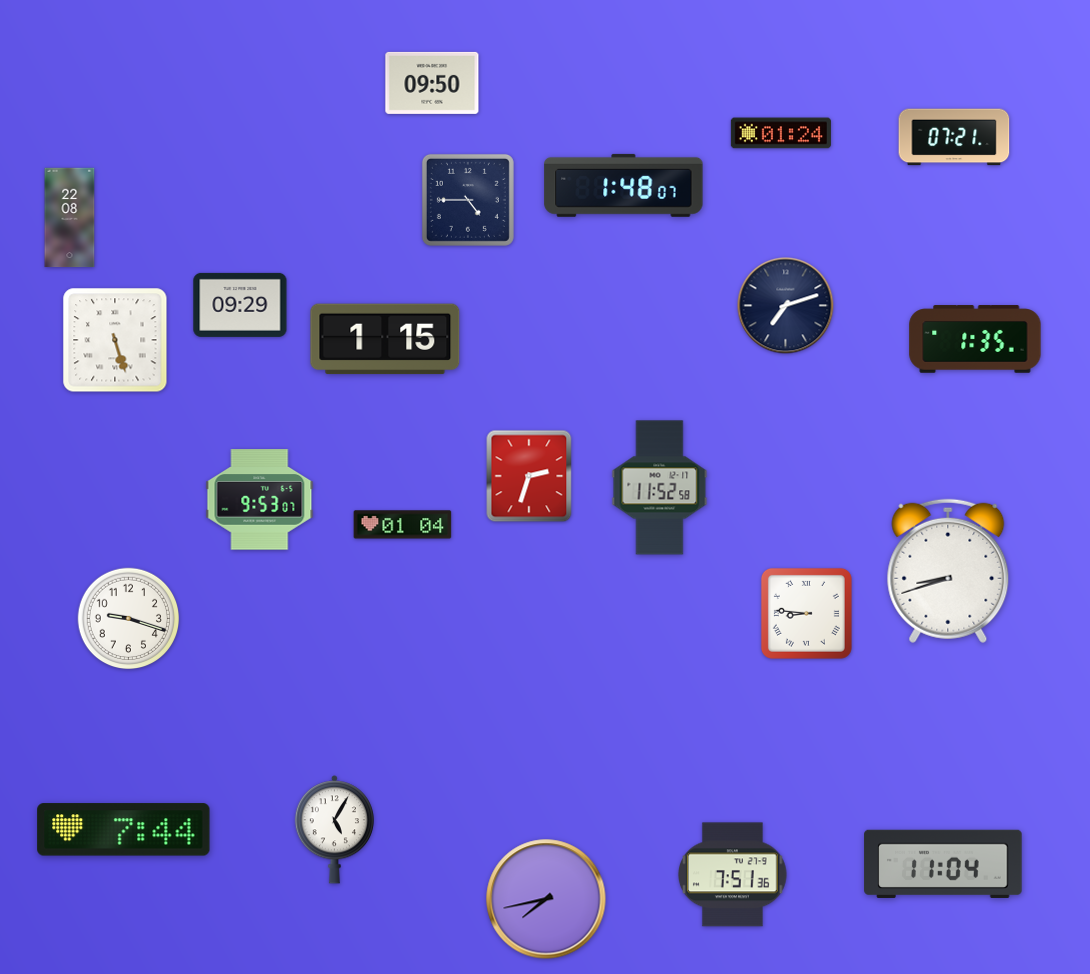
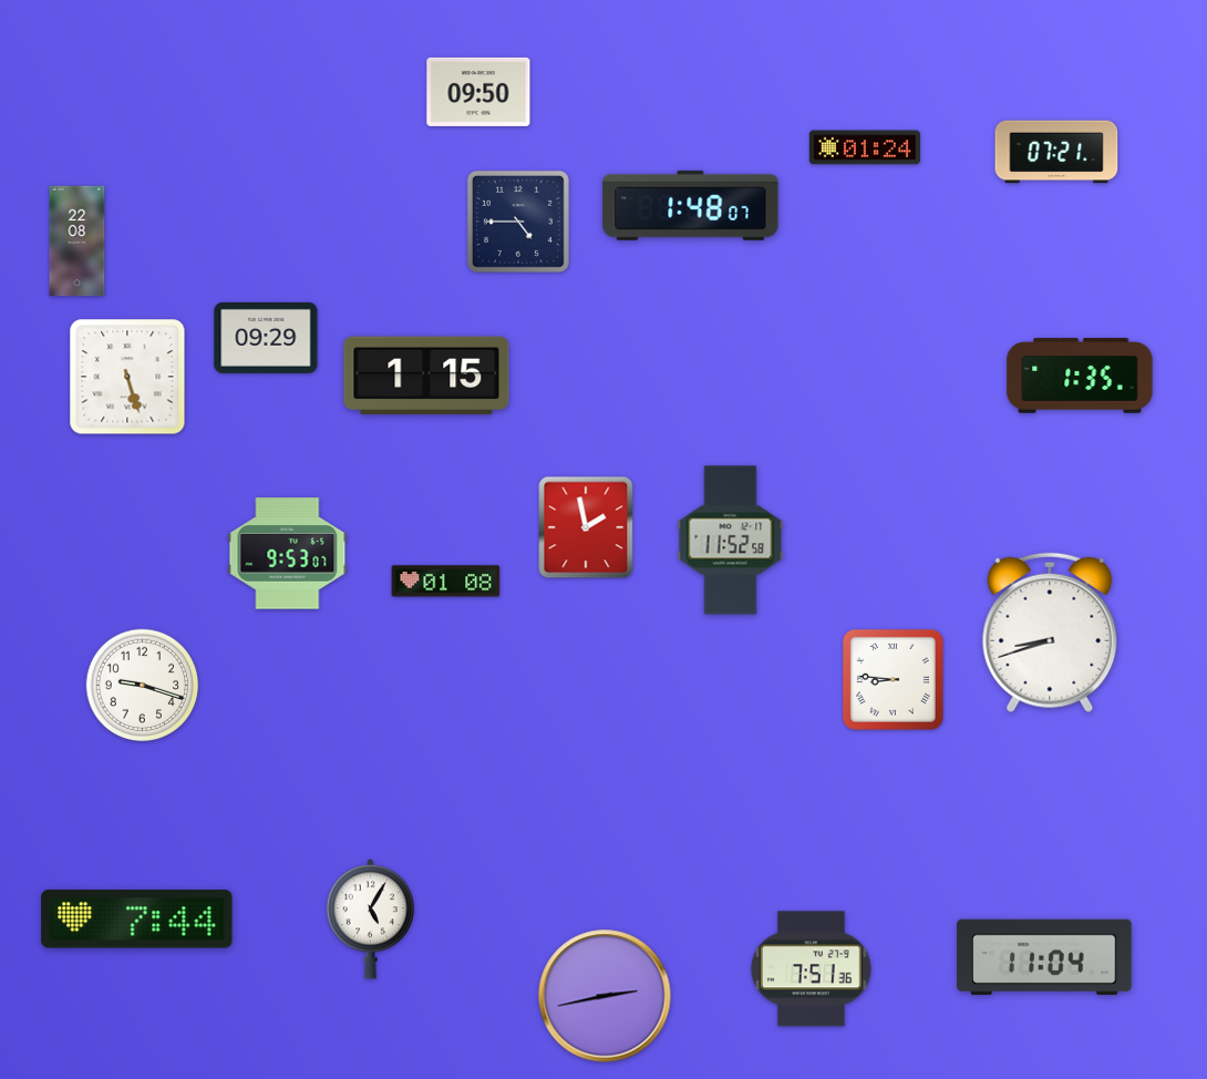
clock at (786, 306): 7:12 -> none
clock at (529, 476): 2:33 -> 1:58
clock at (403, 525): 01:04 -> 01:08
clock at (546, 899): 7:43 -> 2:43
